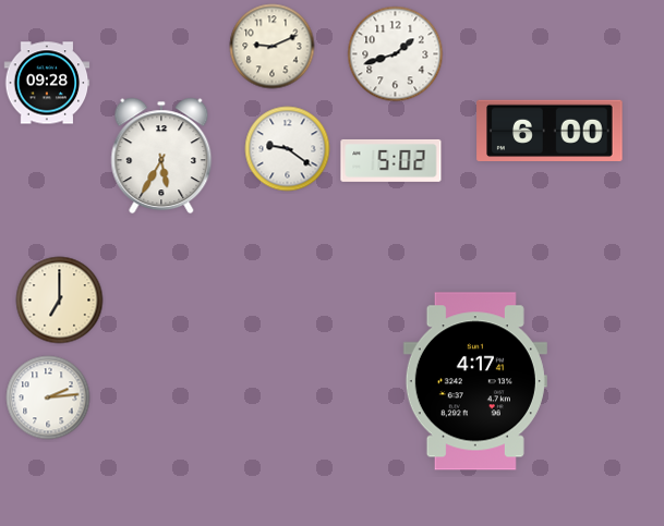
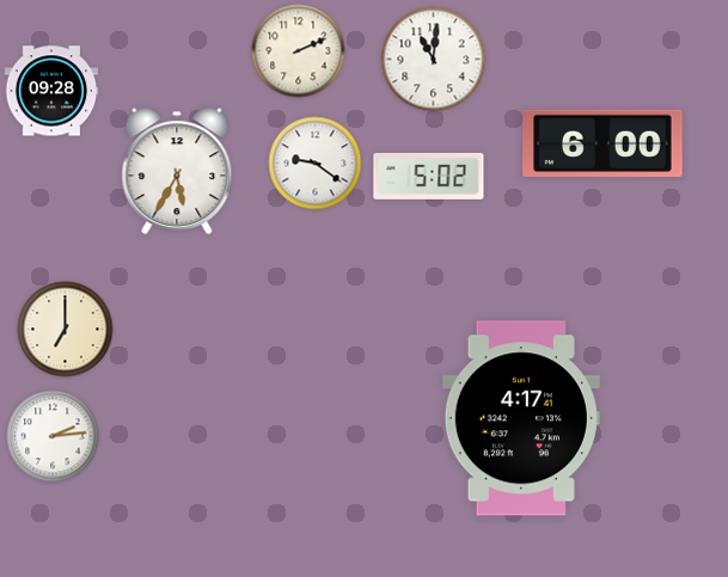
clock at (273, 47): 9:11 -> 2:11
clock at (396, 54): 1:42 -> 11:01
